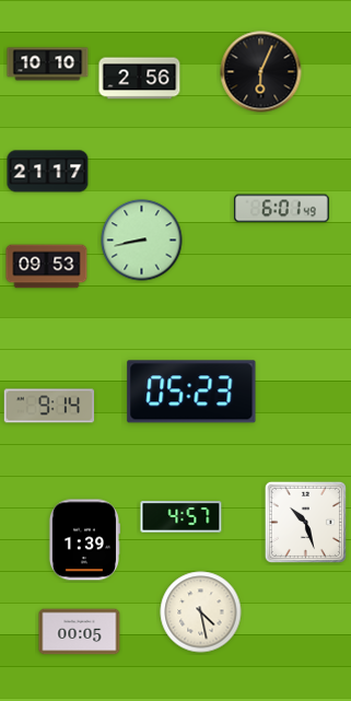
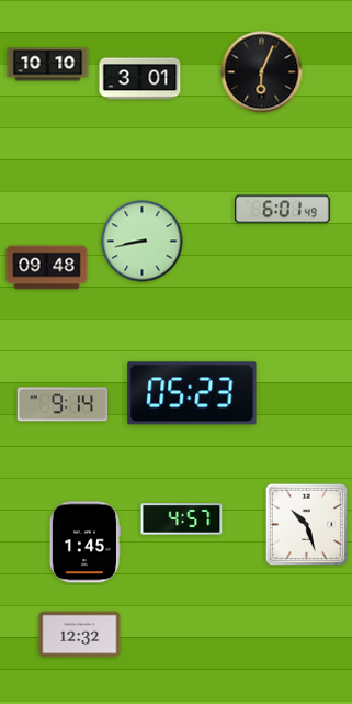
clock at (140, 79): 2:56 -> 3:01
clock at (48, 172): 21:17 -> none
clock at (47, 267): 09:53 -> 09:48
clock at (48, 406) position: (48, 406) -> (61, 404)
clock at (83, 540): 1:39 -> 1:45
clock at (201, 612): 4:28 -> none
clock at (80, 632): 00:05 -> 12:32
